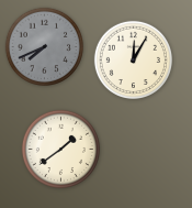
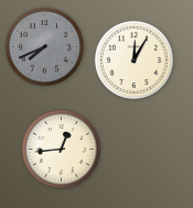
clock at (60, 149): 1:39 -> 12:44
